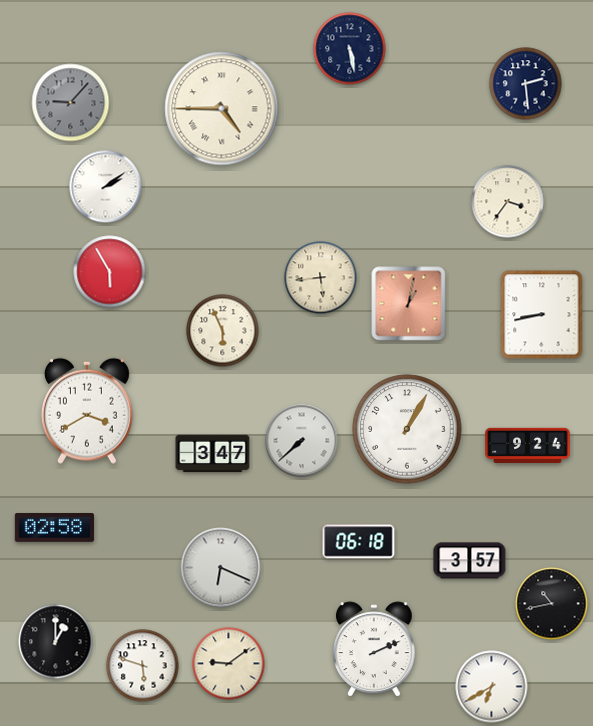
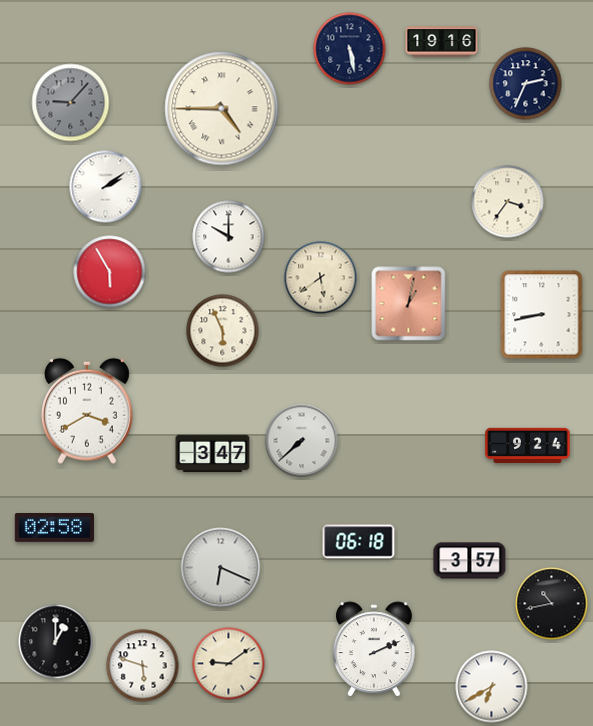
clock at (442, 42): none -> 19:16
clock at (526, 84): 2:29 -> 2:34
clock at (229, 237): none -> 10:00
clock at (321, 278): 5:44 -> 5:39
clock at (407, 429): 1:05 -> none
